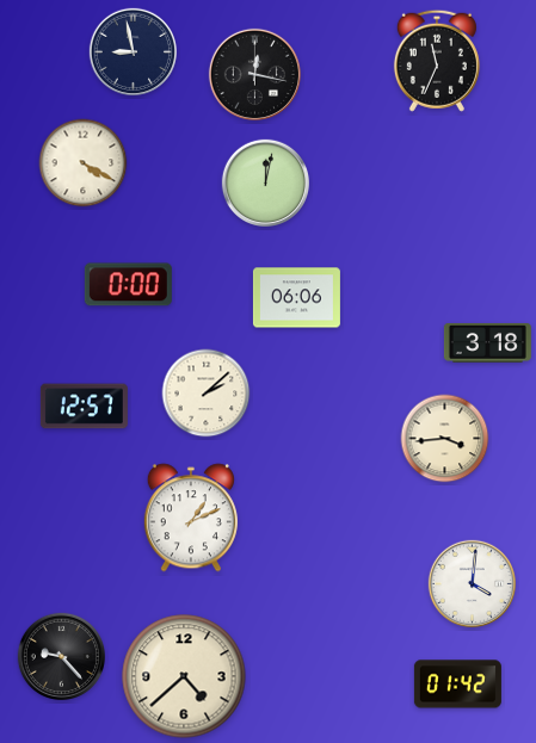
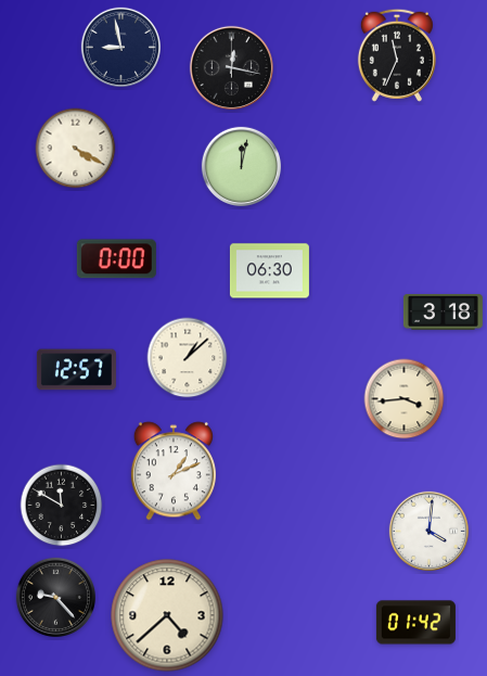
clock at (296, 298): 06:06 -> 06:30
clock at (207, 394): 2:08 -> 1:08
clock at (62, 506): none -> 11:50
